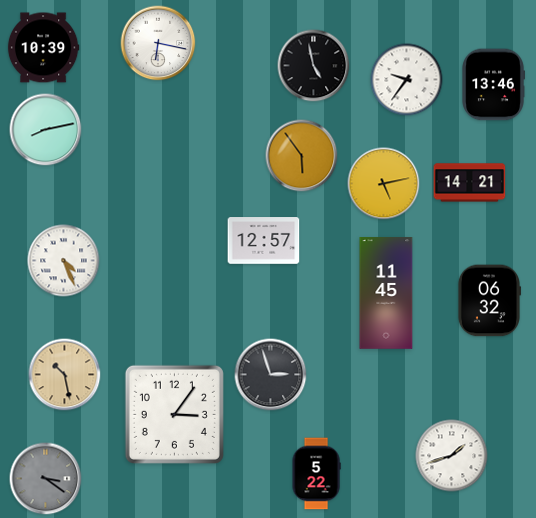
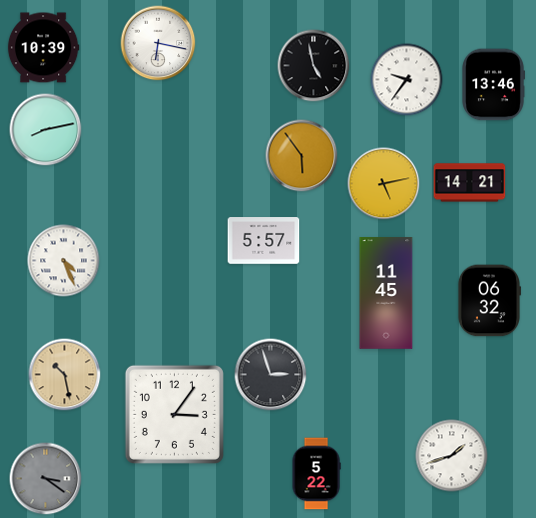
clock at (264, 241): 12:57 -> 5:57
